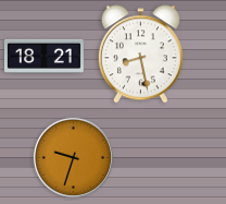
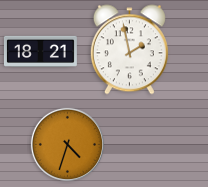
clock at (140, 55): 8:28 -> 1:58
clock at (73, 157): 9:33 -> 4:33
